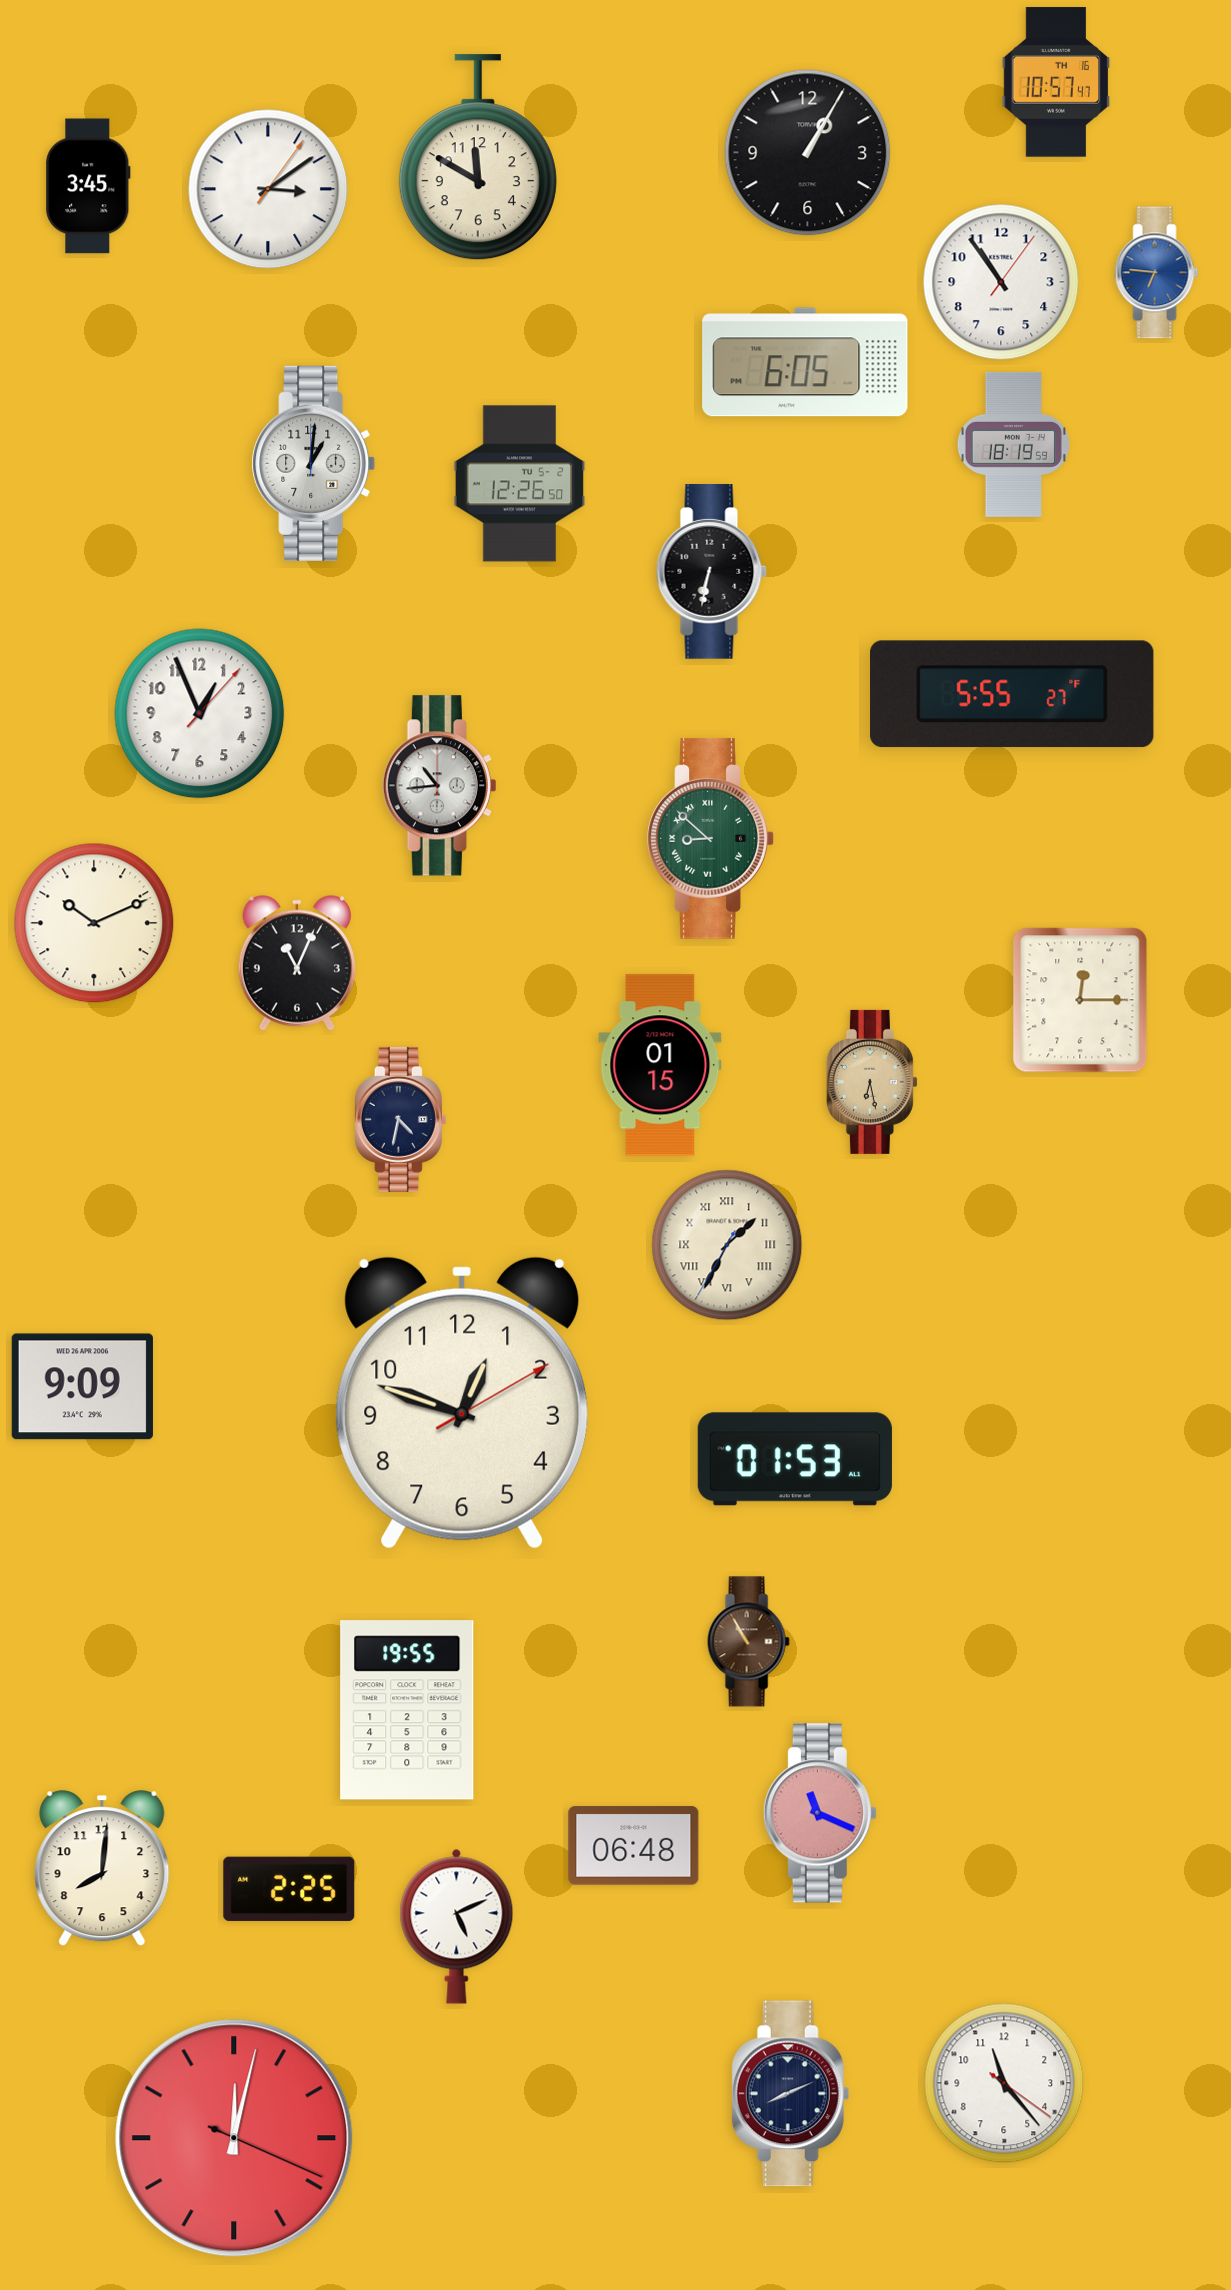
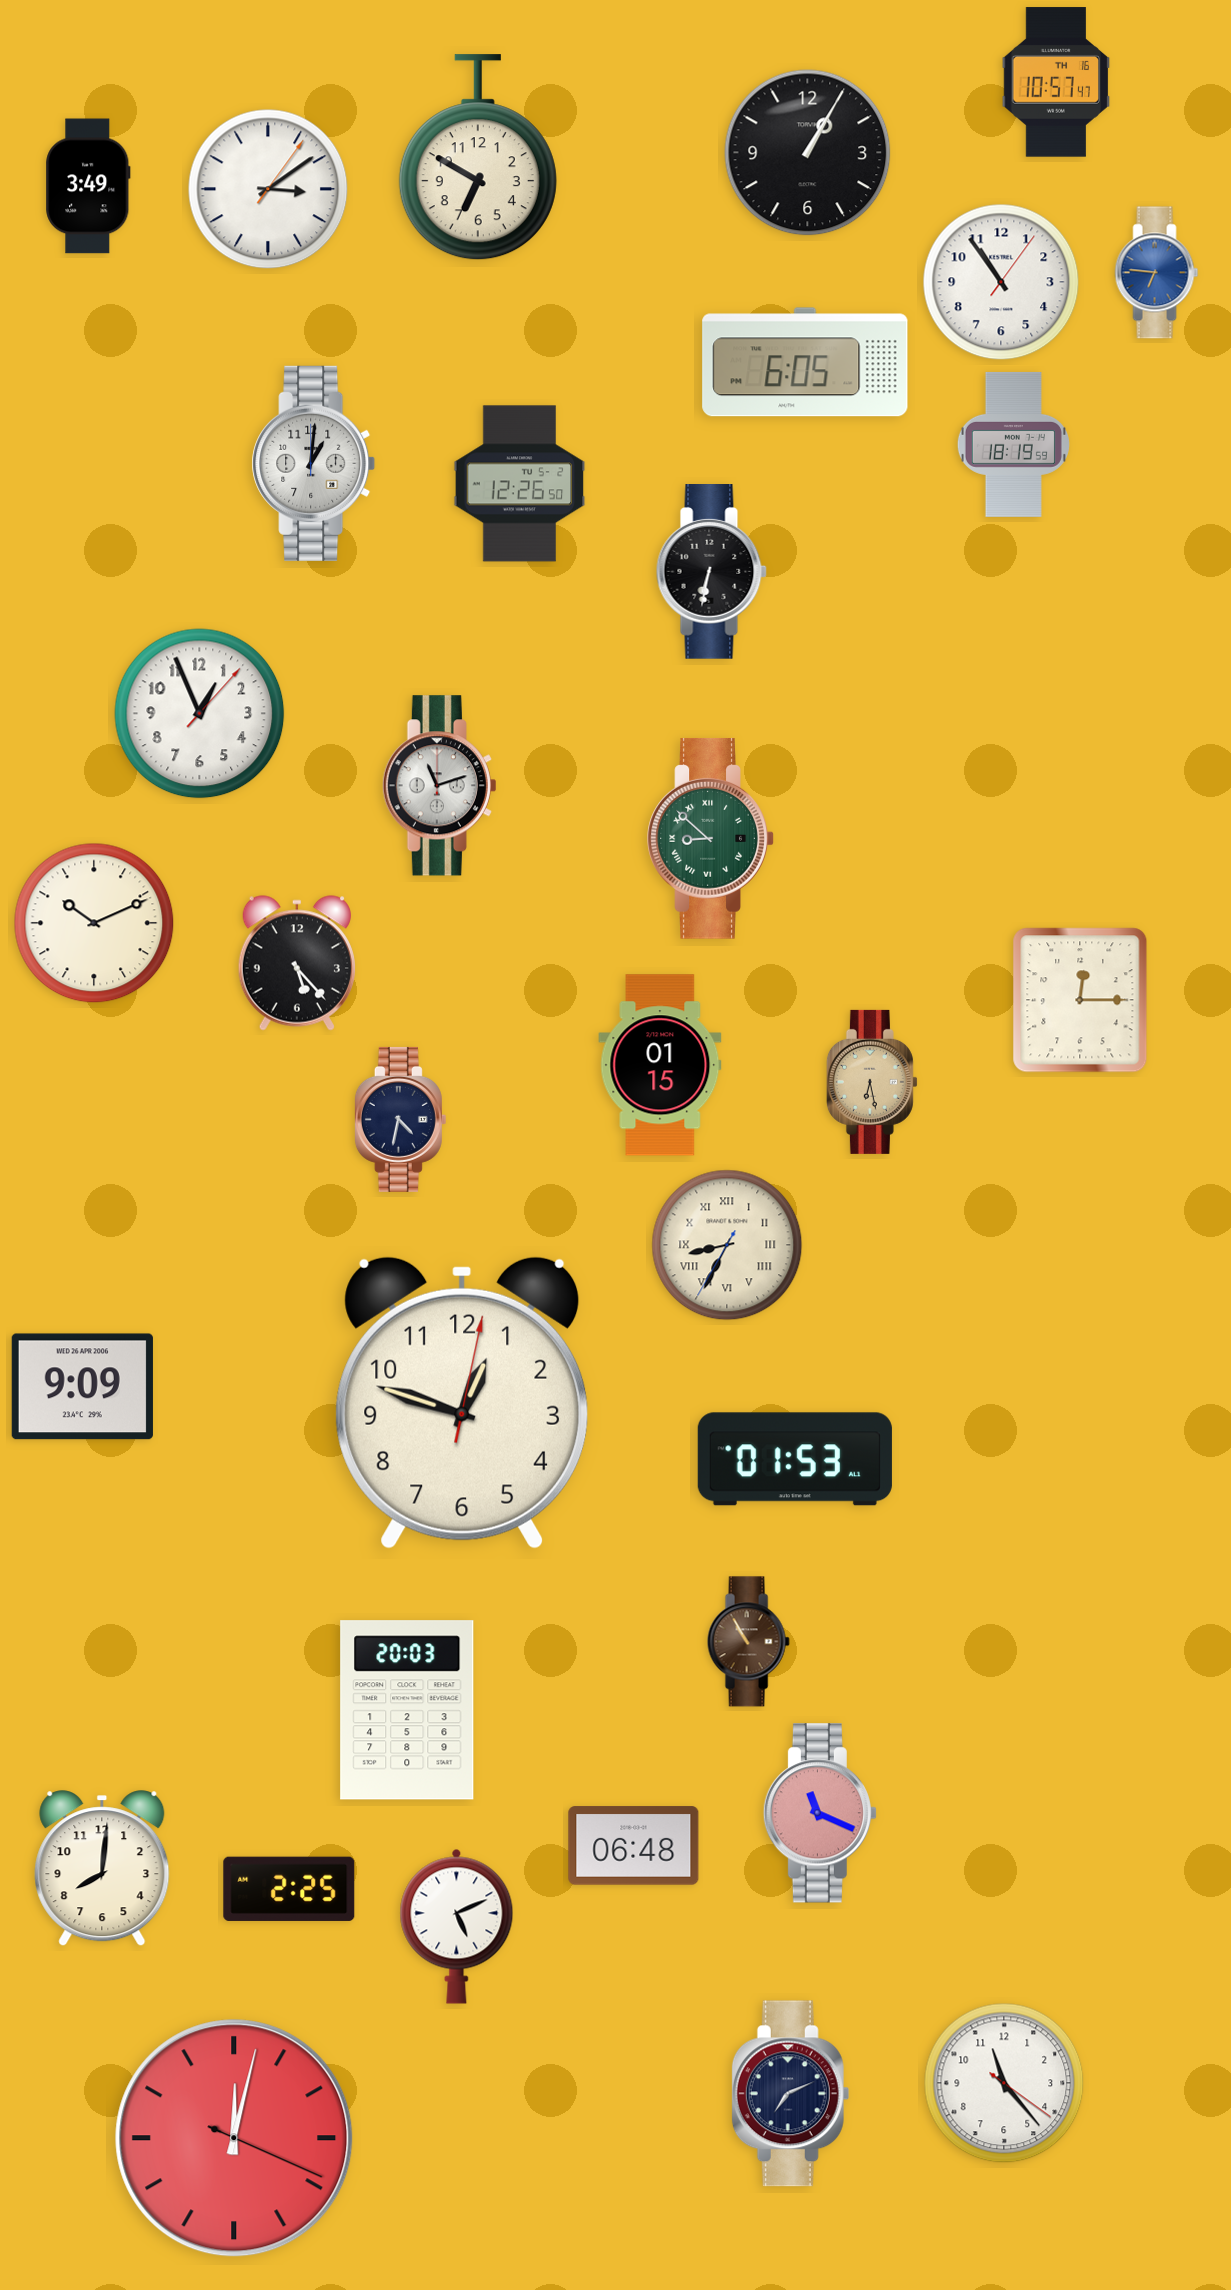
clock at (478, 158): 11:50 -> 6:50
clock at (88, 186): 3:45 -> 3:49
clock at (1012, 694): 5:55 -> none
clock at (439, 786): 10:44 -> 11:12
clock at (297, 963): 11:04 -> 5:23
clock at (727, 1245): 1:34 -> 8:34
clock at (462, 1403): 12:48:10 -> 12:48:02
clock at (407, 1710): 19:55 -> 20:03
clock at (791, 2094): 8:11 -> 7:11
